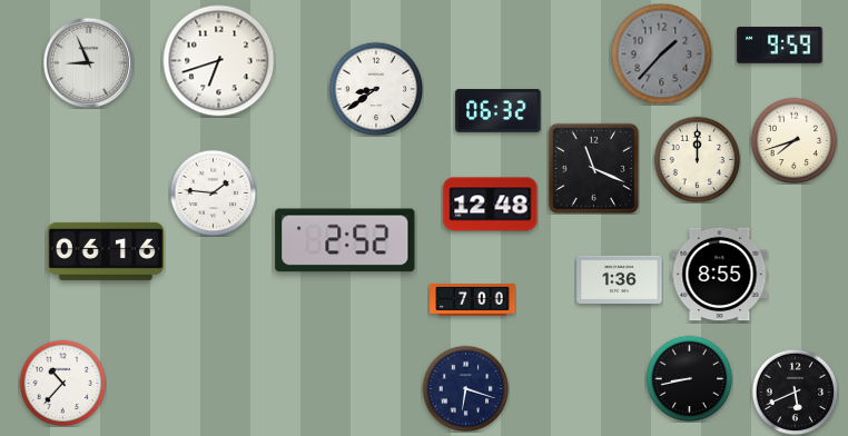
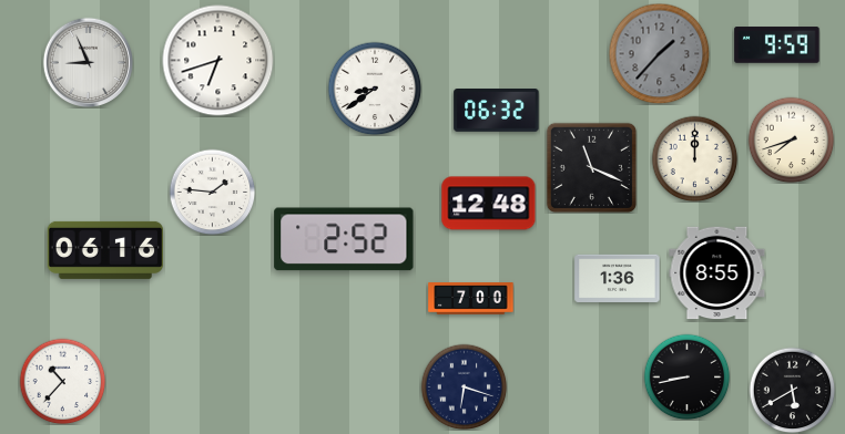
clock at (795, 392): 5:41 -> 5:40
